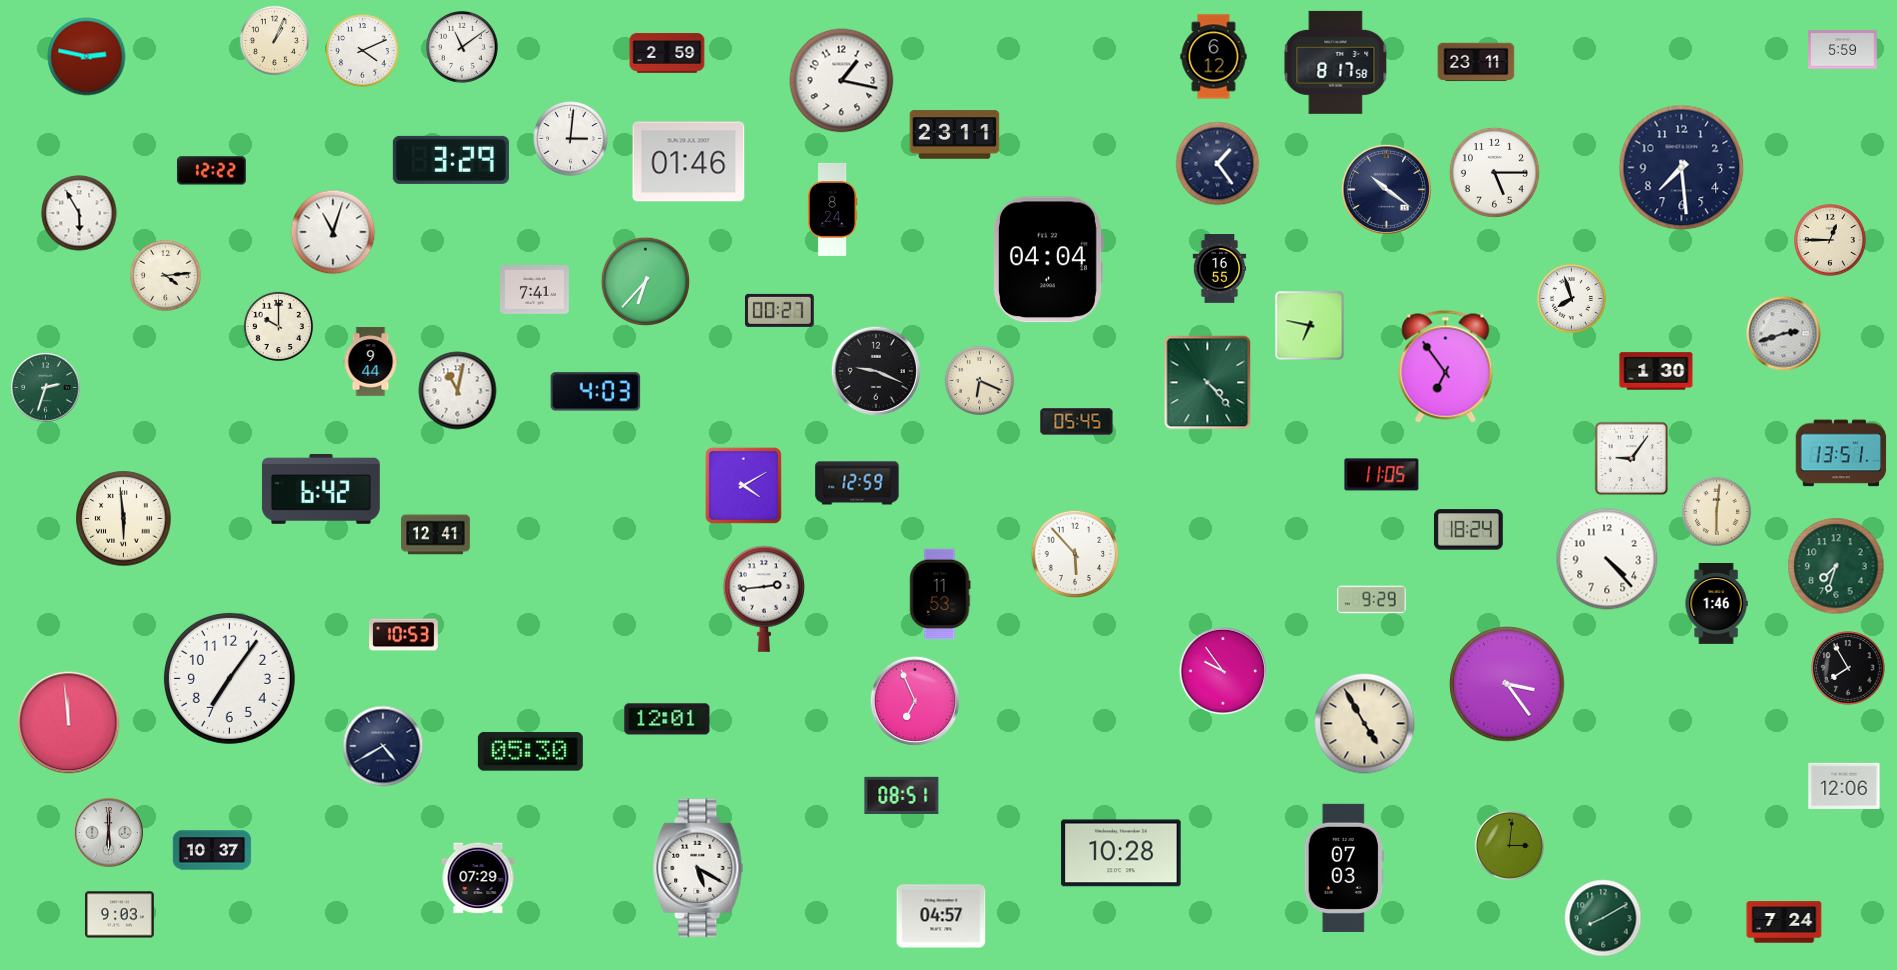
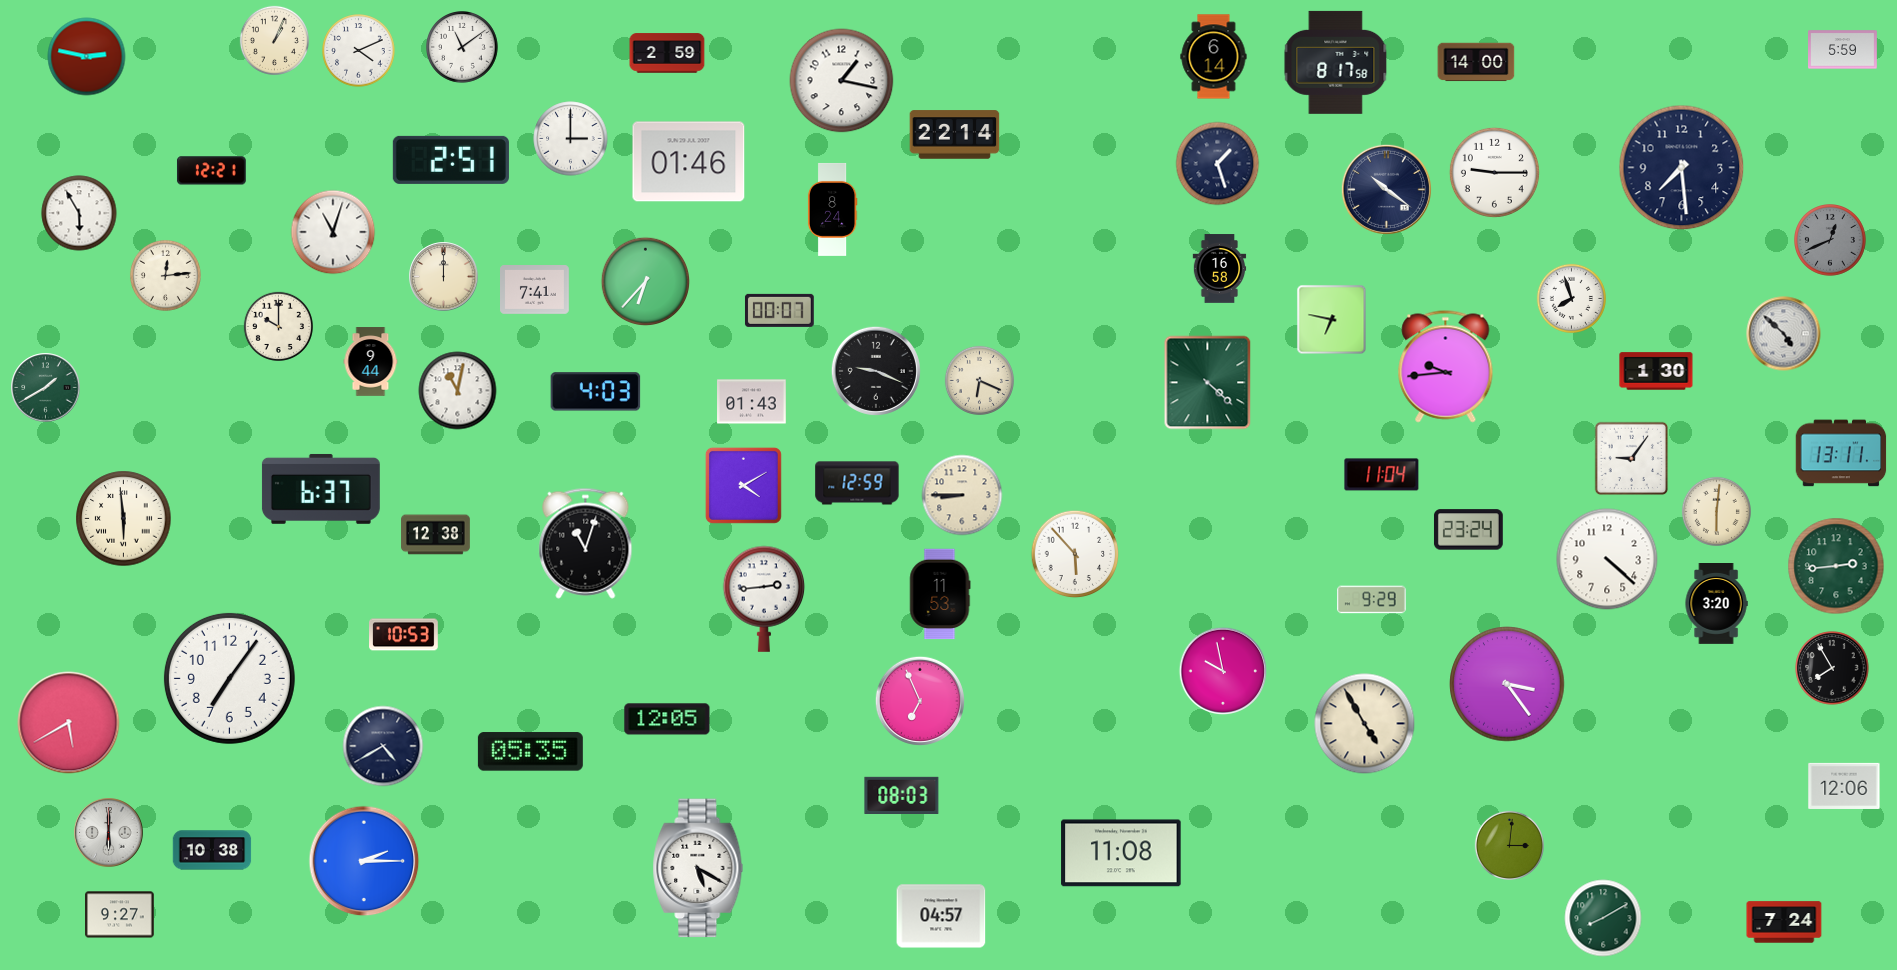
clock at (363, 51) position: (363, 51) -> (359, 51)
clock at (1214, 57): 6:12 -> 6:14
clock at (1476, 62): 23:11 -> 14:00
clock at (955, 135): 23:11 -> 22:14
clock at (571, 139): 3:01 -> 3:00
clock at (451, 160): 3:29 -> 2:51
clock at (1218, 164): 1:24 -> 1:27
clock at (212, 171): 12:22 -> 12:21
clock at (1494, 172): 5:15 -> 9:15
clock at (1831, 241): 12:45 -> 12:41
clock at (1831, 241) dial: cream -> grey
clock at (1048, 260): 04:04 -> none
clock at (1220, 269): 16:55 -> 16:58
clock at (165, 275): 4:14 -> 12:14
clock at (444, 277): none -> 12:00
clock at (779, 310): 00:27 -> 00:07
clock at (1310, 326) position: (1310, 326) -> (1332, 320)
clock at (1784, 334): 2:42 -> 4:52
clock at (1446, 367): 6:54 -> 9:44
clock at (1208, 383): 4:23 -> 4:22
clock at (46, 388): 2:33 -> 1:40
clock at (752, 402): none -> 01:43
clock at (1077, 422): 05:45 -> none
clock at (1841, 453): 13:51 -> 13:11
clock at (1382, 475): 11:05 -> 11:04
clock at (321, 489): 6:42 -> 6:37
clock at (962, 495): none -> 8:45
clock at (1468, 530): 18:24 -> 23:24
clock at (436, 535): 12:41 -> 12:38
clock at (586, 543): none -> 11:03
clock at (1607, 559): 4:23 -> 4:22
clock at (1836, 566): 7:33 -> 2:44
clock at (1716, 604): 1:46 -> 3:20
clock at (1848, 668) position: (1848, 668) -> (1832, 668)
clock at (1223, 671): 9:54 -> 9:58
clock at (915, 701) position: (915, 701) -> (920, 701)
clock at (667, 719): 12:01 -> 12:05
clock at (69, 723): 11:59 -> 5:40
clock at (530, 752): 05:30 -> 05:35
clock at (902, 795): 08:51 -> 08:03
clock at (212, 850): 10:37 -> 10:38
clock at (1121, 853): 10:28 -> 11:08
clock at (364, 861): none -> 2:15
clock at (1344, 868): 07:03 -> none
clock at (478, 878): 07:29 -> none
clock at (120, 915): 9:03 -> 9:27
